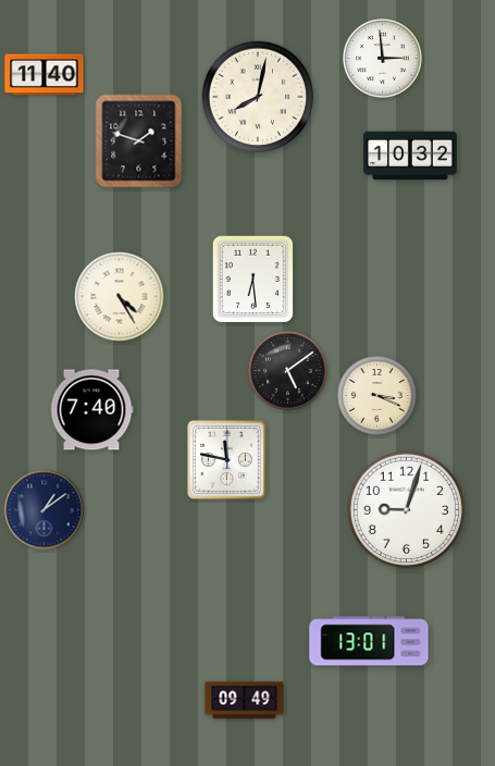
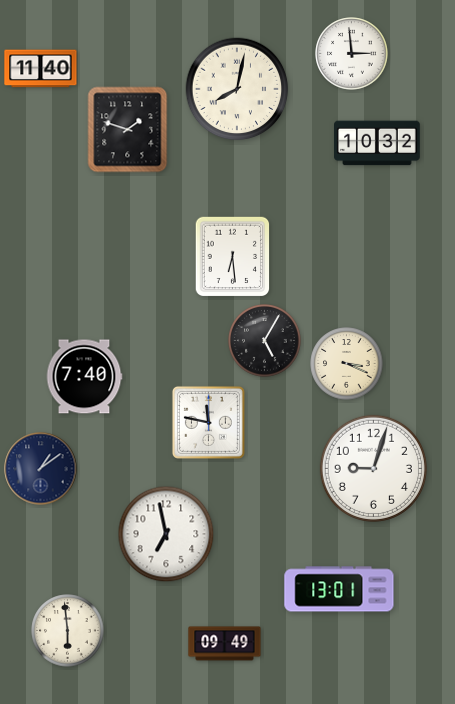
clock at (120, 297): 4:25 -> none
clock at (288, 371): 5:09 -> 5:05
clock at (166, 534): none -> 6:58
clock at (68, 631): none -> 5:59
